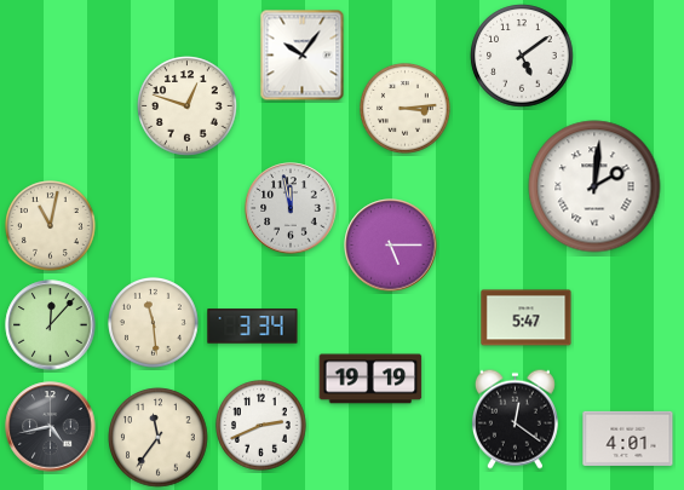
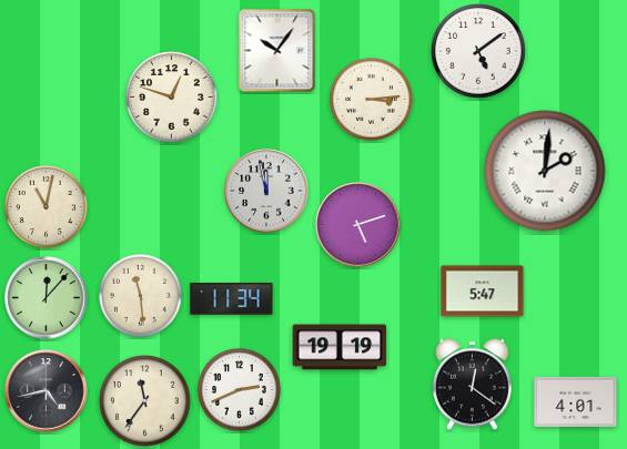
clock at (391, 246): 5:15 -> 5:12
clock at (253, 327): 3:34 -> 11:34
